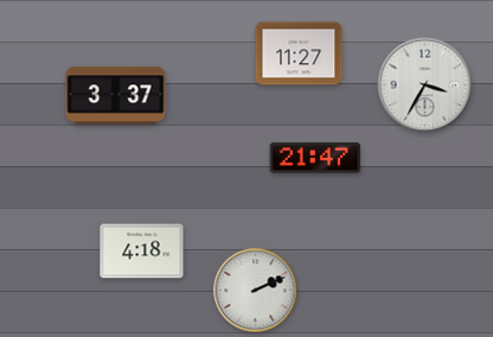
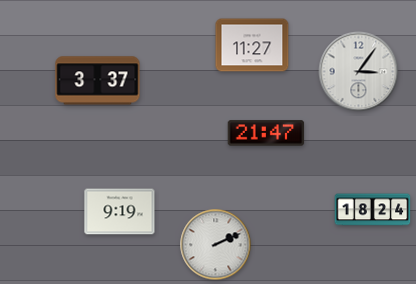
clock at (425, 85): 3:35 -> 3:06
clock at (373, 210): none -> 18:24
clock at (142, 252): 4:18 -> 9:19
